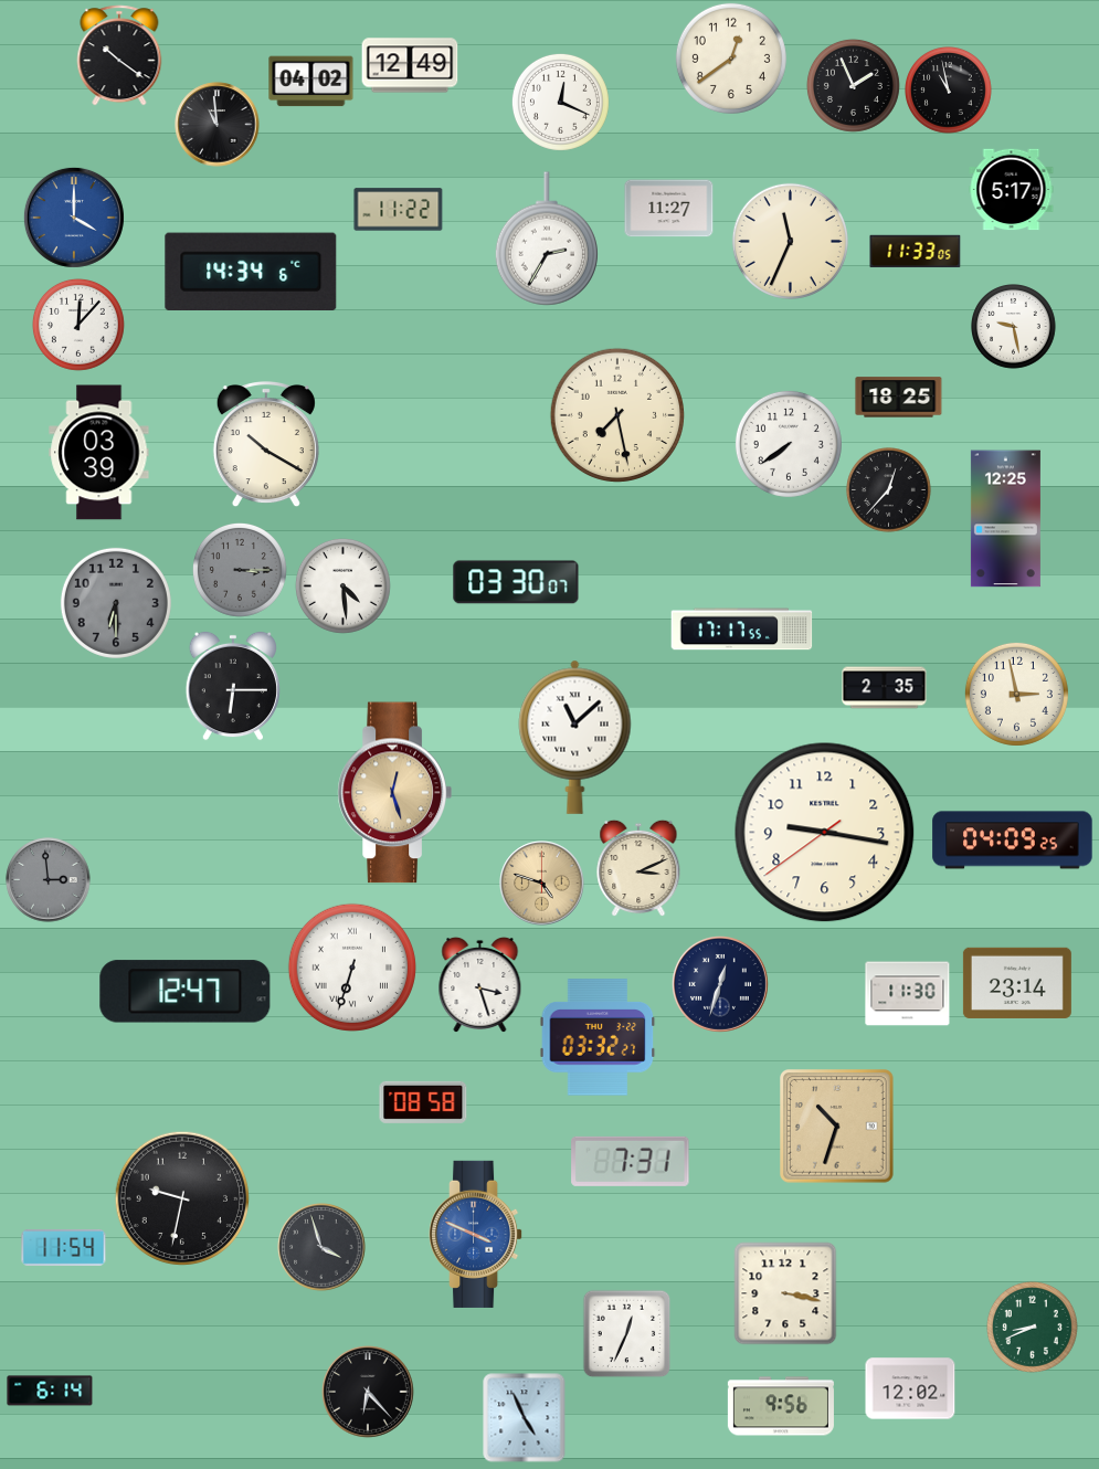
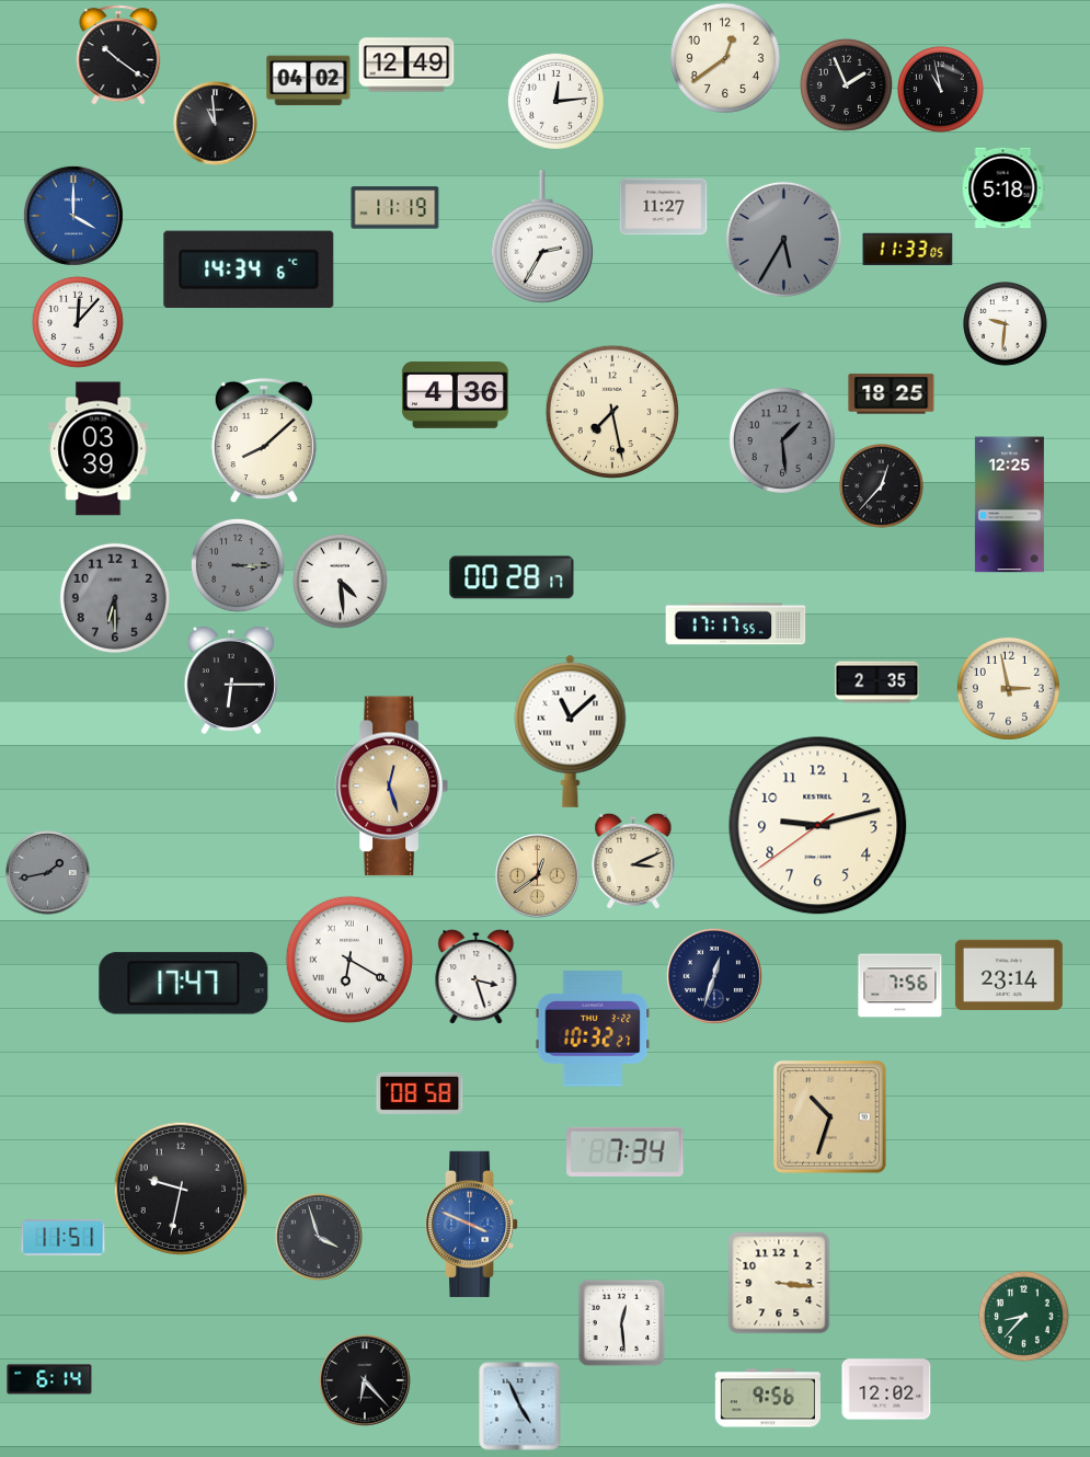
clock at (560, 102): 12:19 -> 12:14
clock at (1012, 190): 5:17 -> 5:18
clock at (399, 210): 11:22 -> 11:19
clock at (790, 241): 11:34 -> 5:35
clock at (790, 241) dial: cream -> grey
clock at (1014, 327): 9:28 -> 9:31
clock at (455, 395): none -> 4:36
clock at (789, 444): 7:39 -> 1:29
clock at (789, 444) dial: white -> grey
clock at (266, 445): 10:20 -> 8:08
clock at (1005, 519) position: (1005, 519) -> (1009, 505)
clock at (516, 582): 03:30 -> 00:28
clock at (825, 833): 9:16 -> 9:12
clock at (1013, 841): 04:09 -> none
clock at (49, 880): 2:59 -> 1:43
clock at (542, 884): 4:48 -> 12:39
clock at (351, 966): 6:33 -> 6:20
clock at (186, 992): 12:47 -> 17:47
clock at (908, 994): 11:30 -> 7:56
clock at (598, 1037): 03:32 -> 10:32
clock at (631, 1161): 7:31 -> 7:34
clock at (64, 1248): 11:54 -> 11:51
clock at (785, 1293): 3:17 -> 3:16
clock at (1032, 1327): 8:41 -> 8:37
clock at (626, 1333): 12:34 -> 12:29
clock at (910, 1388) position: (910, 1388) -> (886, 1389)
clock at (781, 1406) position: (781, 1406) -> (768, 1398)
